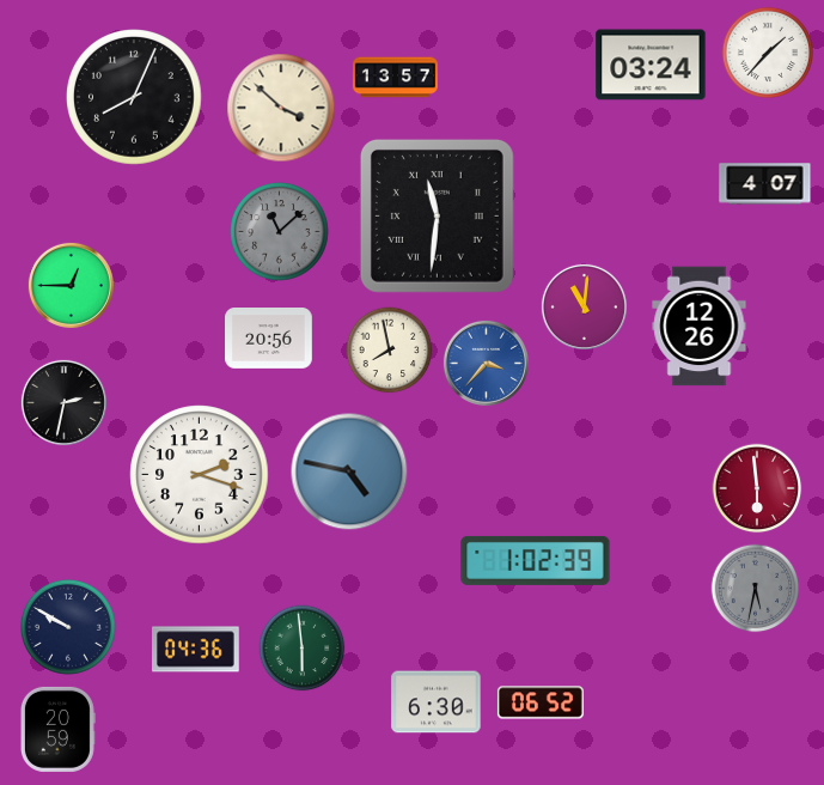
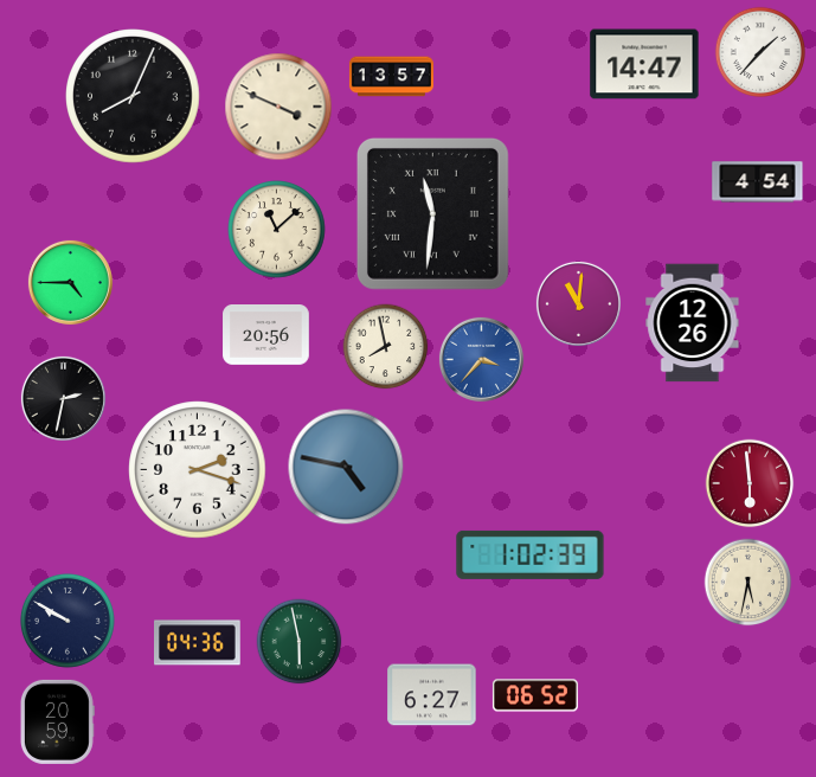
clock at (651, 65): 03:24 -> 14:47
clock at (281, 108): 3:52 -> 3:49
clock at (765, 184): 4:07 -> 4:54
clock at (280, 232) dial: grey -> cream
clock at (71, 285): 12:45 -> 4:45
clock at (756, 589) dial: grey -> cream
clock at (303, 649): 5:59 -> 5:58
clock at (196, 650) position: (196, 650) -> (198, 643)
clock at (437, 702): 6:30 -> 6:27
